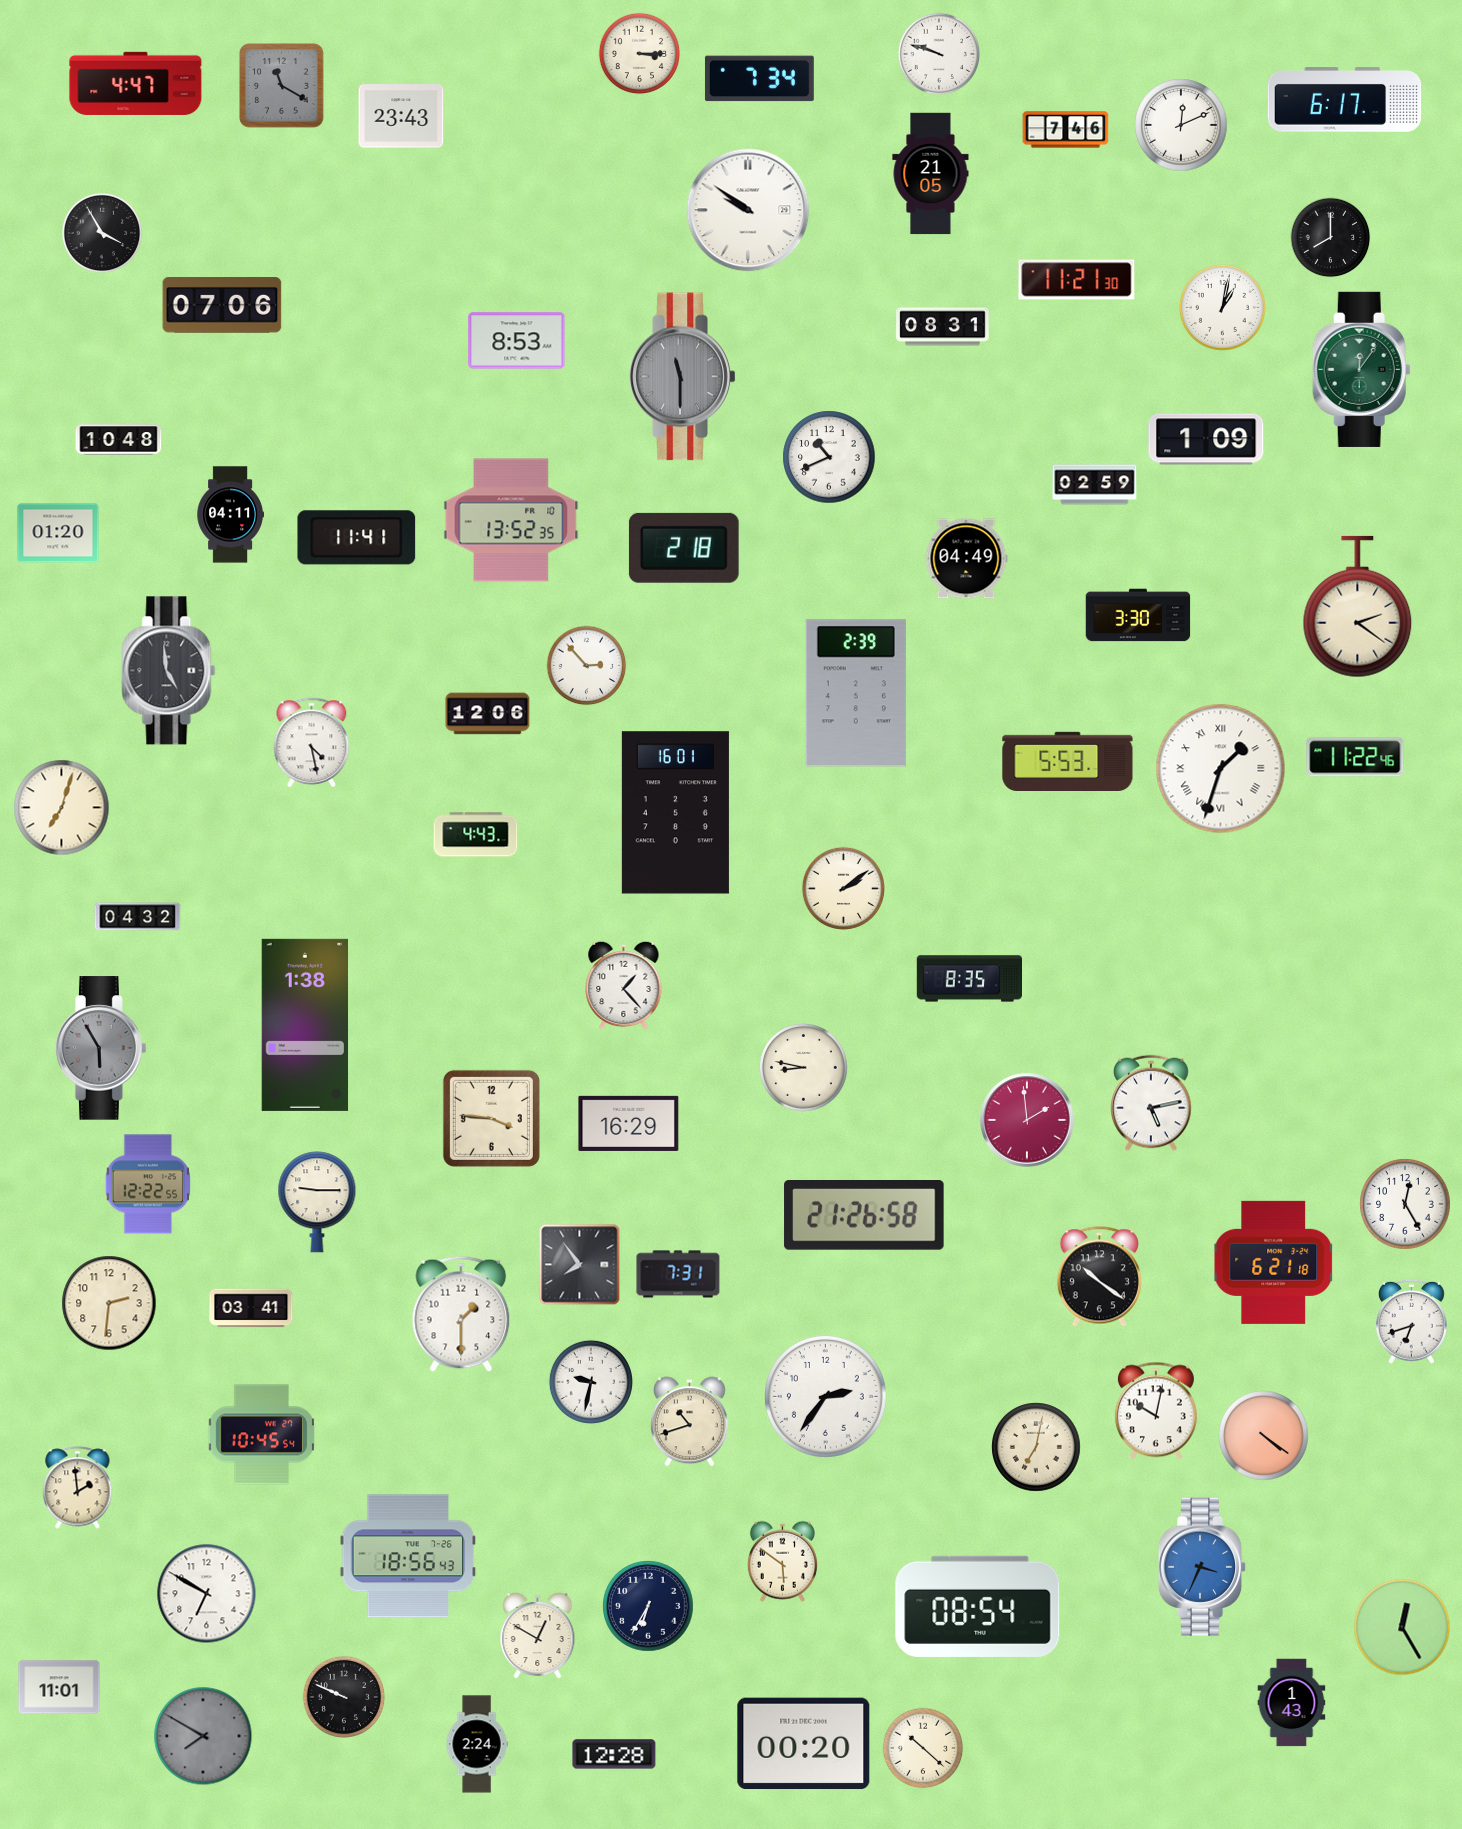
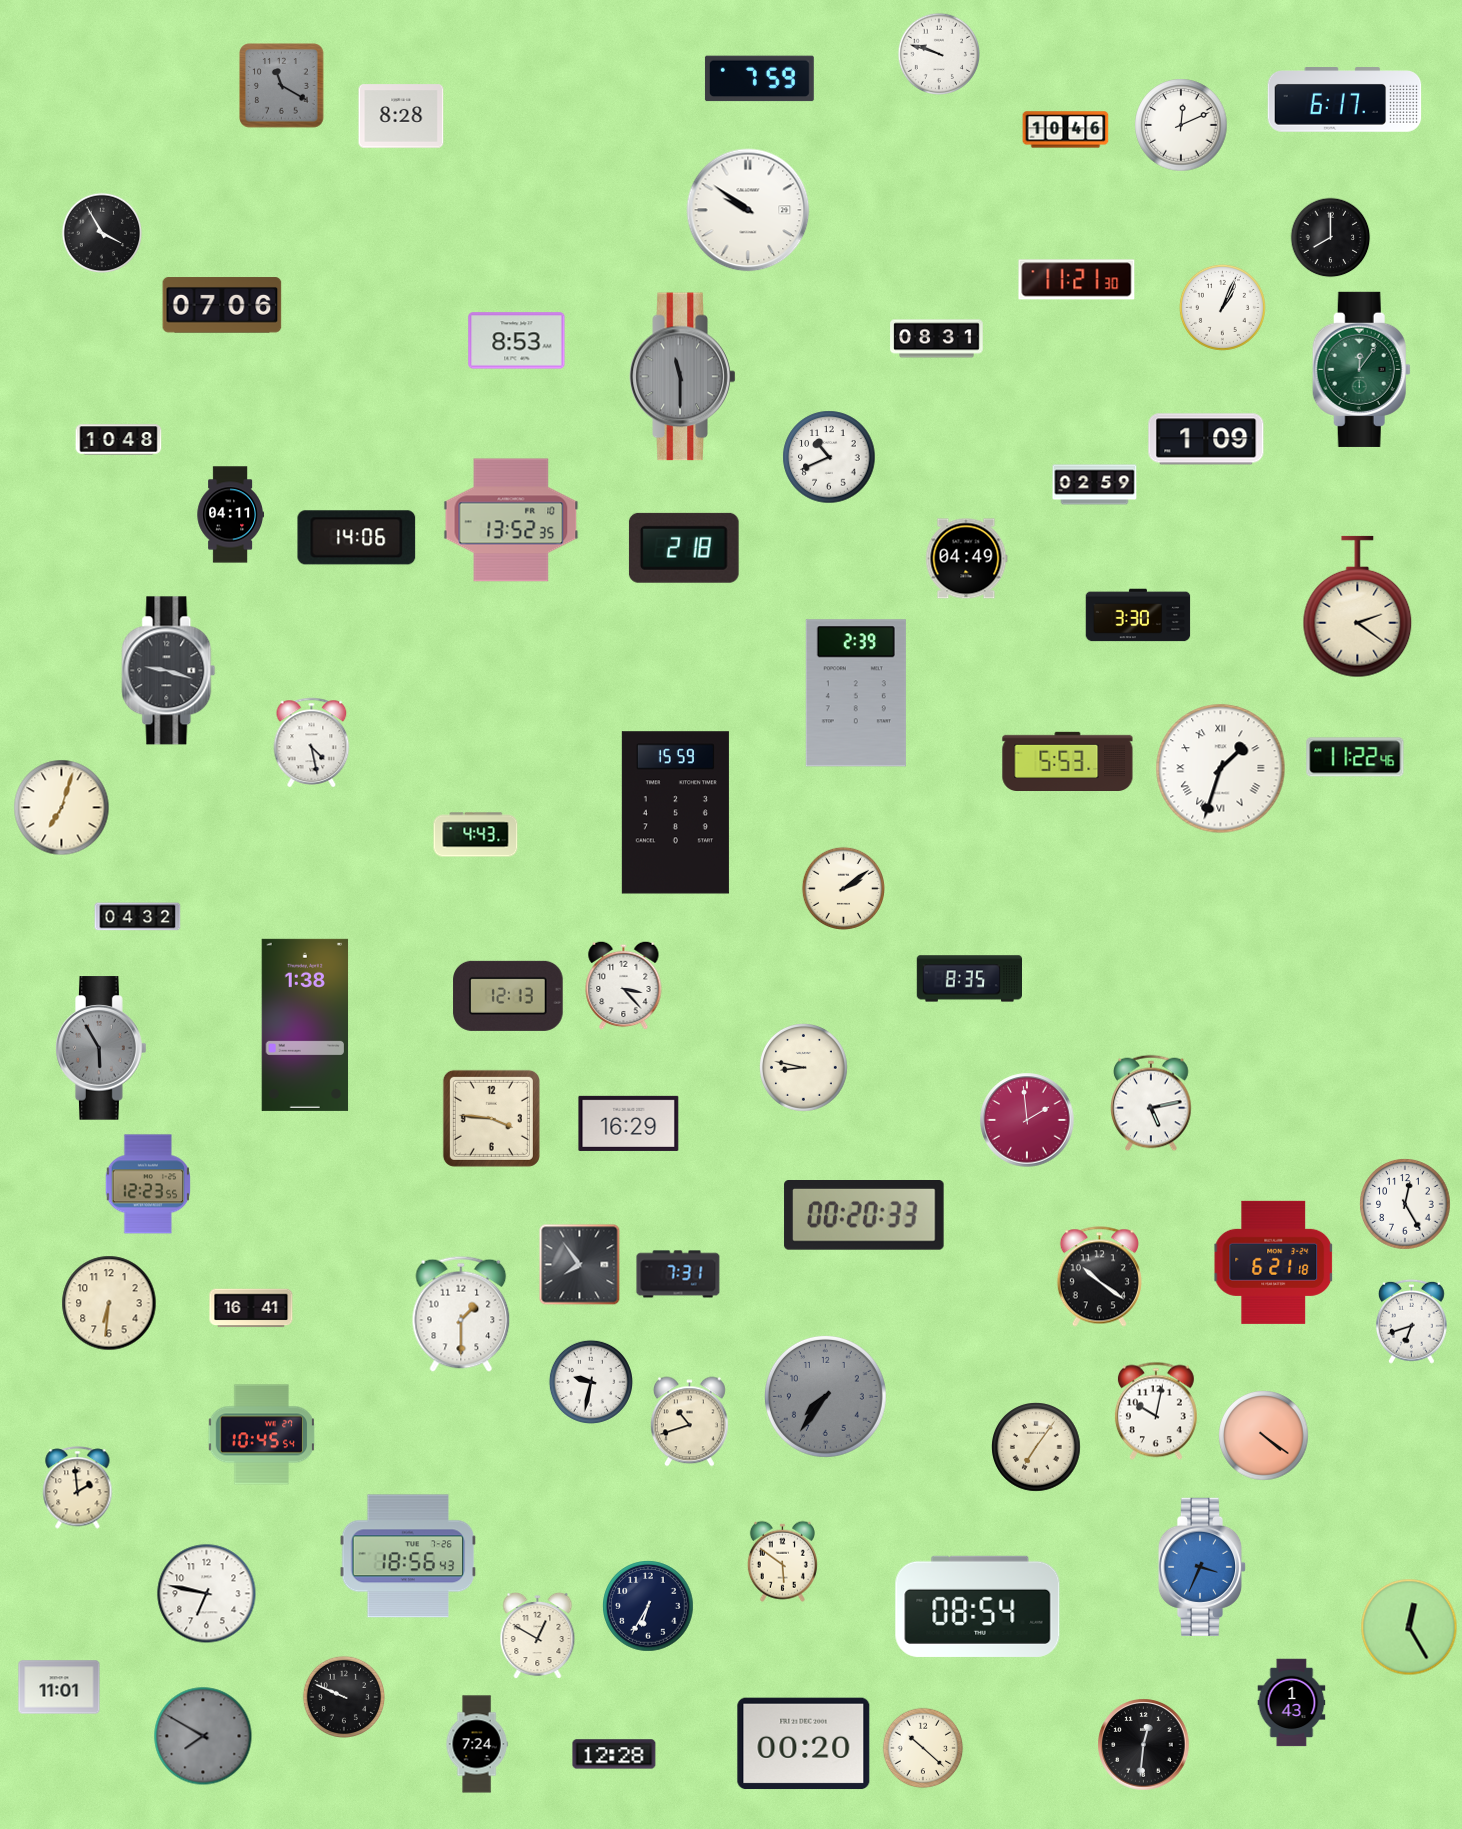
clock at (640, 54): 3:15 -> none
clock at (760, 79): 7:34 -> 7:59
clock at (136, 83): 4:47 -> none
clock at (401, 116): 23:43 -> 8:28
clock at (1066, 130): 7:46 -> 10:46
clock at (931, 174): 21:05 -> none
clock at (1222, 307): 1:02 -> 1:04
clock at (943, 327) position: (943, 327) -> (937, 339)
clock at (58, 533): 01:20 -> none
clock at (357, 538): 11:41 -> 14:06
clock at (587, 666): 2:53 -> none
clock at (169, 671): 4:59 -> 9:18
clock at (488, 714): 12:06 -> none
clock at (675, 813): 16:01 -> 15:59
clock at (624, 985): 1:23 -> 3:23
clock at (508, 996): none -> 12:13
clock at (147, 1184): 12:22 -> 12:23
clock at (317, 1202): 9:15 -> none
clock at (864, 1216): 21:26 -> 00:20
clock at (109, 1303): 2:31 -> 6:31
clock at (251, 1308): 03:41 -> 16:41
clock at (825, 1396): 2:36 -> 7:36
clock at (825, 1396) dial: white -> grey
clock at (1036, 1447): 7:02 -> 7:06
clock at (207, 1594): 6:50 -> 6:47
clock at (1402, 1627) position: (1402, 1627) -> (1409, 1627)
clock at (477, 1744): 2:24 -> 7:24
clock at (1144, 1745): none -> 12:31
